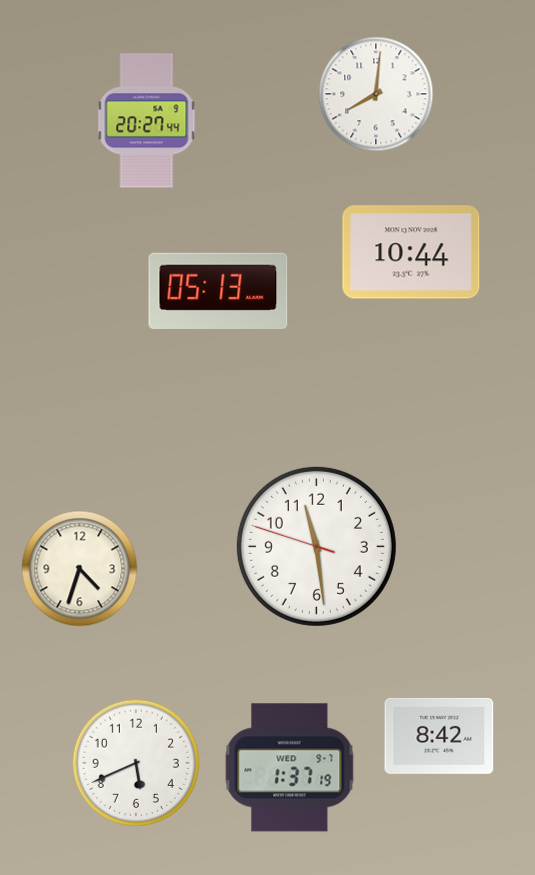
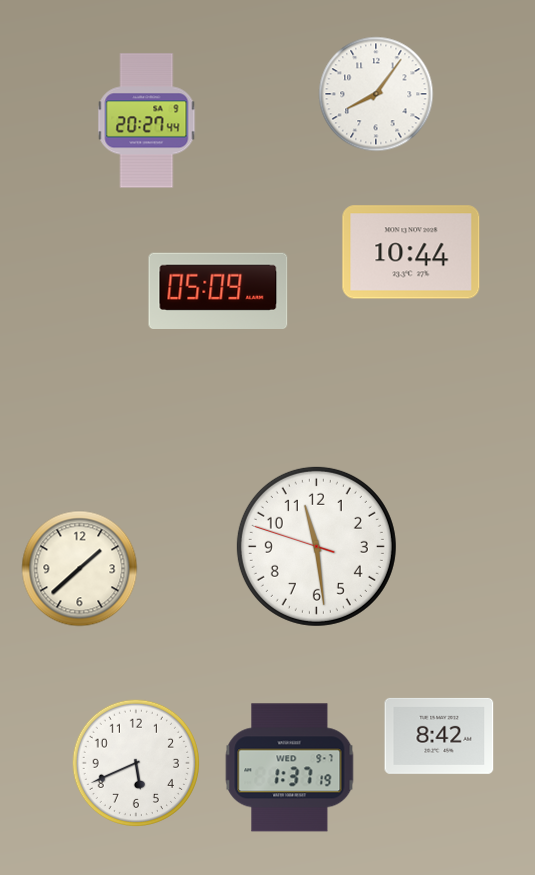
clock at (376, 94): 8:01 -> 8:06
clock at (218, 290): 05:13 -> 05:09
clock at (80, 569): 4:33 -> 1:38
